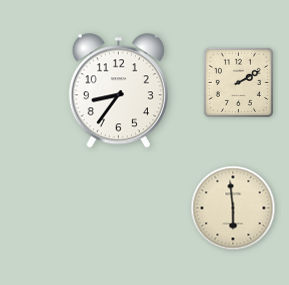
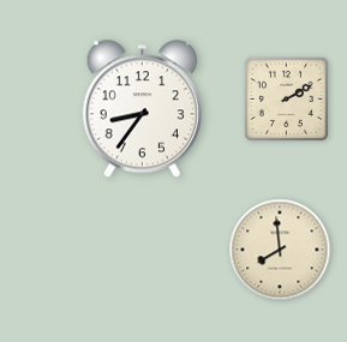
clock at (233, 208): 5:59 -> 7:59
